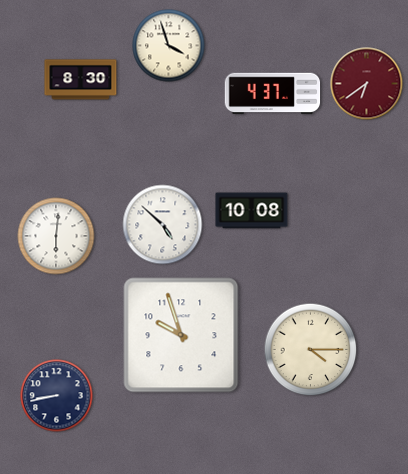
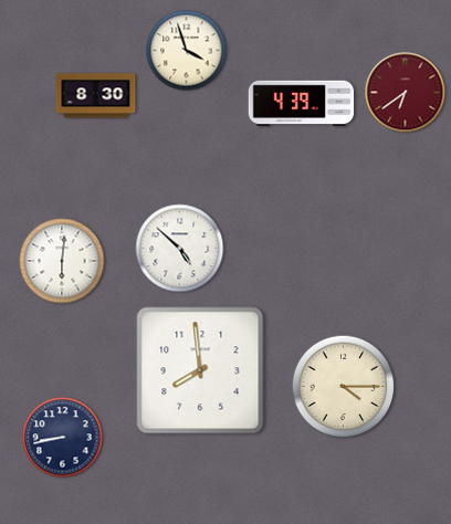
clock at (81, 80) position: (81, 80) -> (96, 96)
clock at (273, 94): 4:37 -> 4:39
clock at (252, 211): 10:08 -> none
clock at (181, 335): 9:57 -> 7:59
